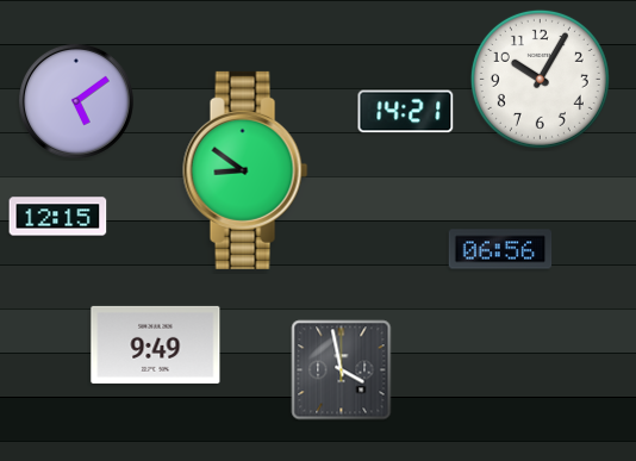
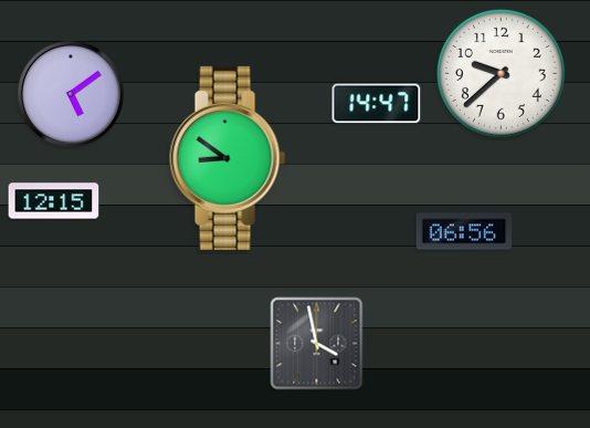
clock at (540, 79): 10:05 -> 9:38
clock at (406, 112): 14:21 -> 14:47
clock at (156, 344): 9:49 -> none
